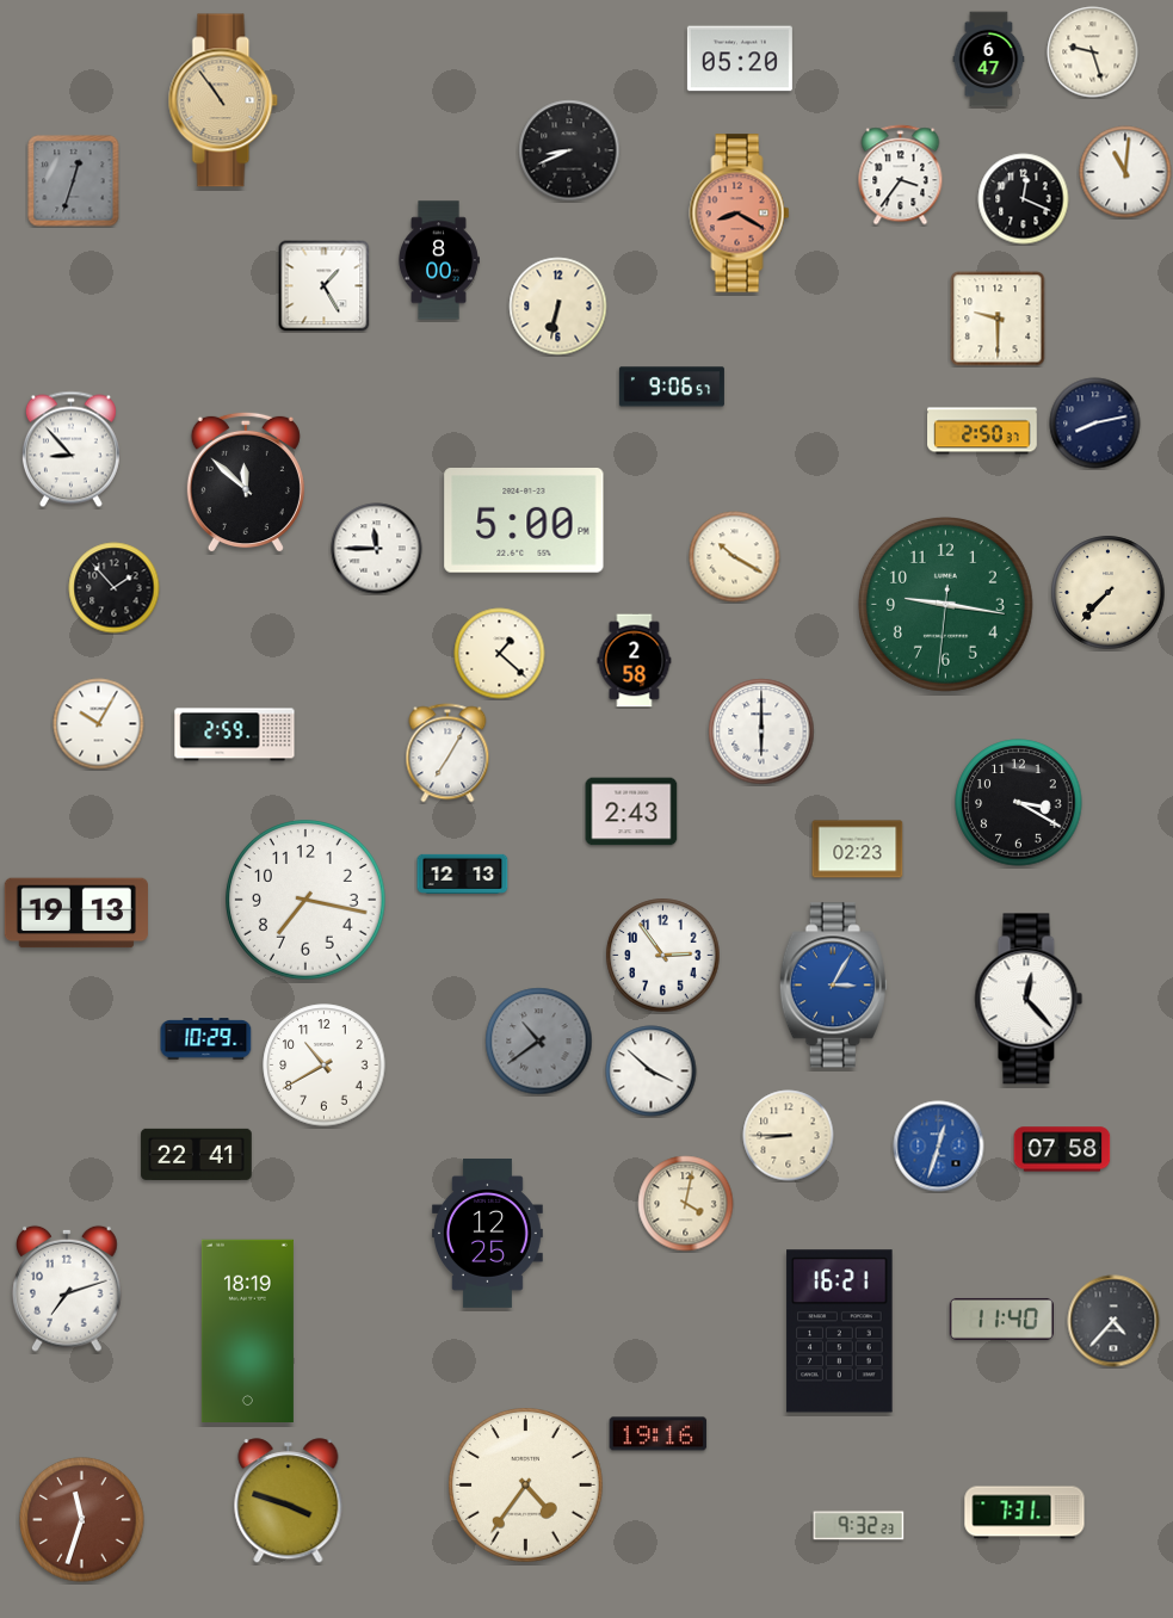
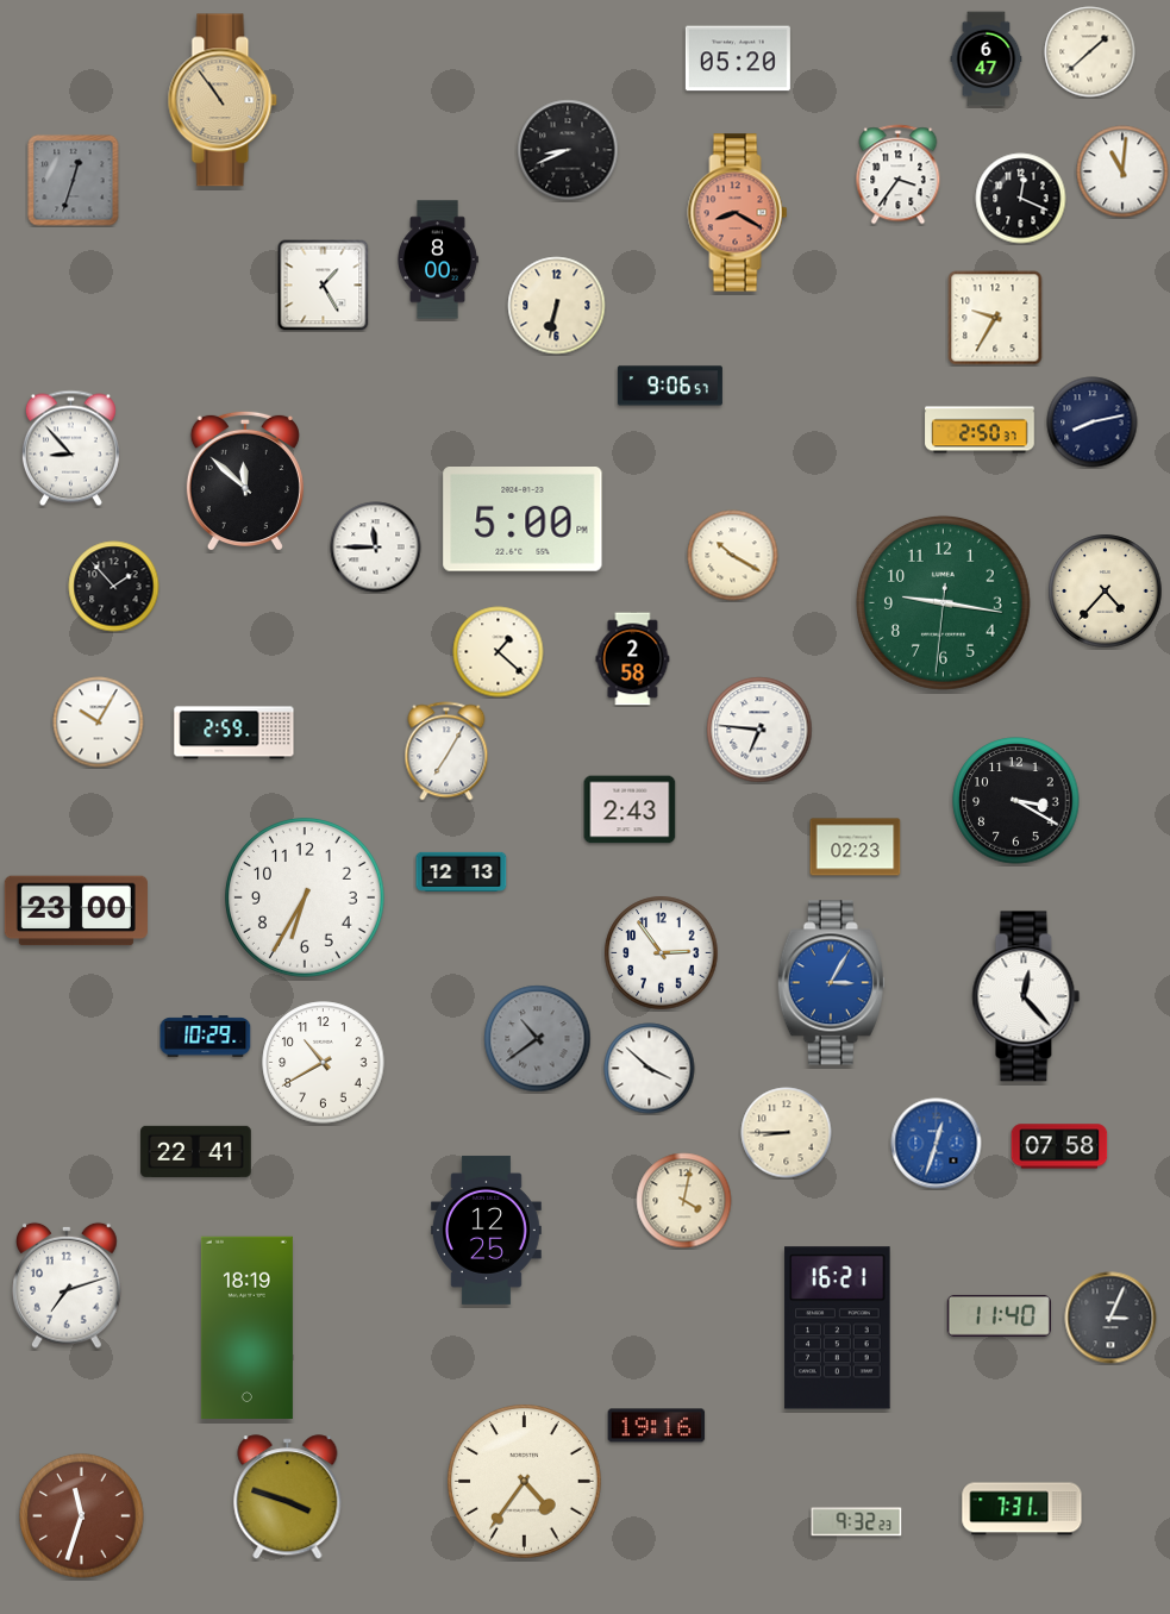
clock at (1093, 53): 9:27 -> 1:38
clock at (998, 319): 9:30 -> 9:35
clock at (1109, 593): 7:37 -> 4:37
clock at (761, 731): 6:00 -> 6:46
clock at (307, 901): 7:17 -> 6:35
clock at (76, 913): 19:13 -> 23:00
clock at (1113, 1321): 4:37 -> 3:04
clock at (659, 1434) position: (659, 1434) -> (657, 1426)
